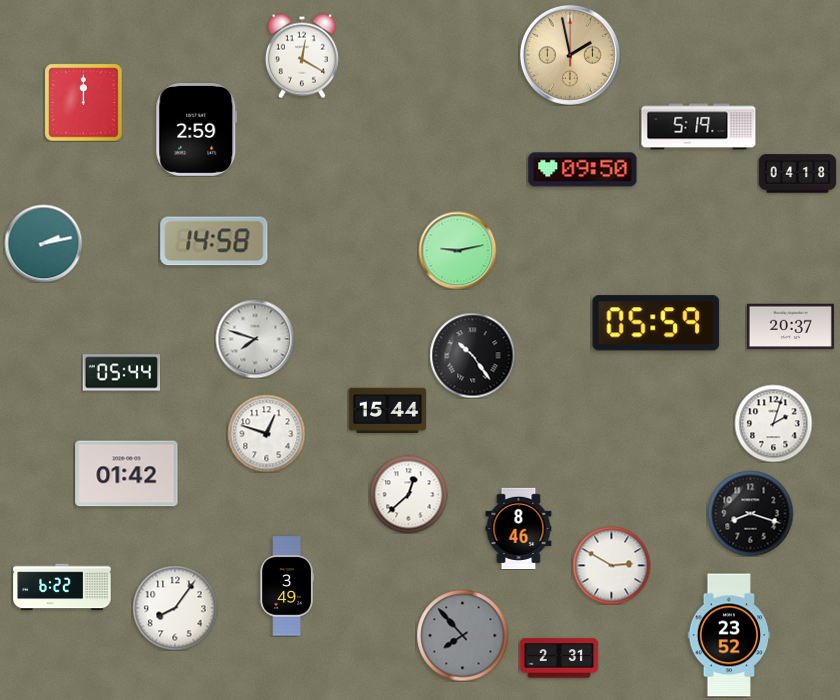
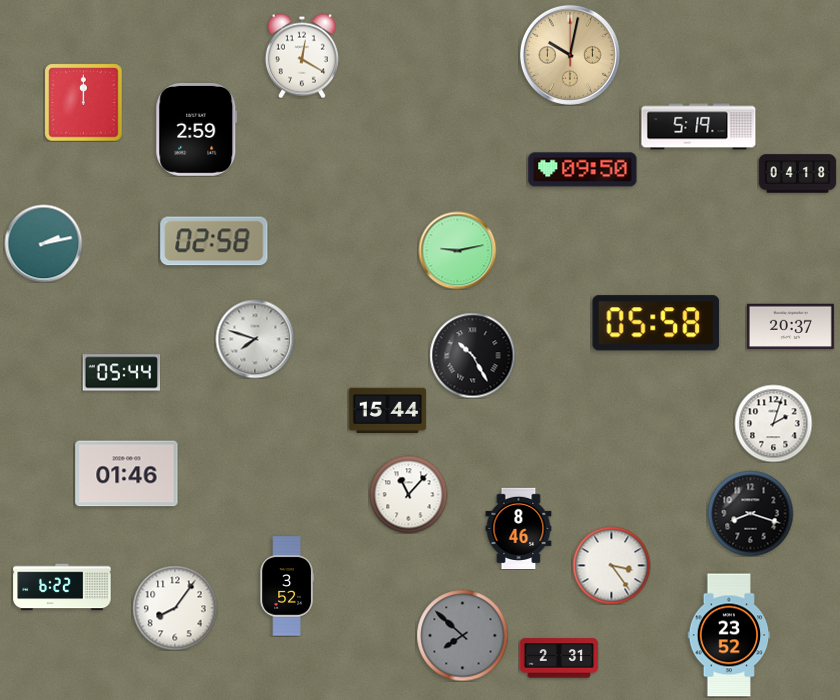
clock at (570, 55): 1:58 -> 10:02
clock at (214, 241): 14:58 -> 02:58
clock at (656, 323): 05:59 -> 05:58
clock at (472, 355): 10:24 -> 10:25
clock at (266, 433): 12:48 -> none
clock at (127, 474): 01:42 -> 01:46
clock at (408, 494): 12:38 -> 11:07
clock at (611, 565): 2:50 -> 3:24
clock at (287, 586): 3:49 -> 3:52
clock at (462, 635): 7:53 -> 7:52
